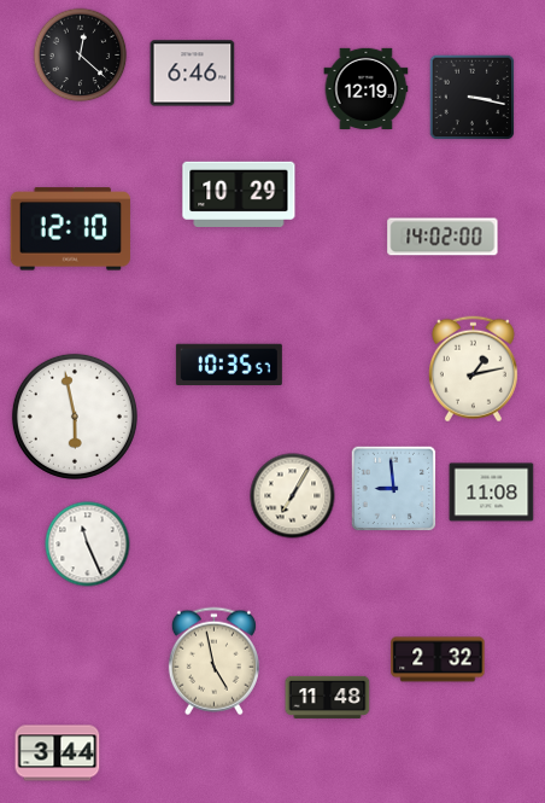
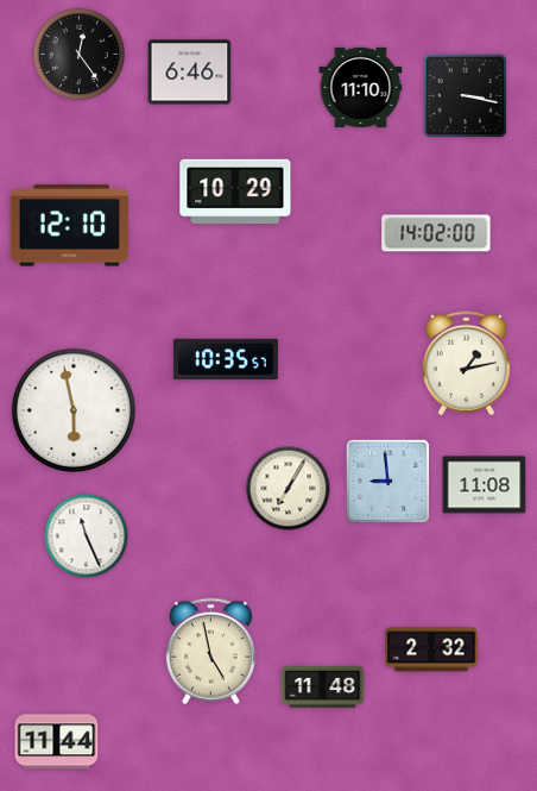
clock at (81, 56): 12:22 -> 12:24
clock at (367, 89): 12:19 -> 11:10
clock at (58, 753): 3:44 -> 11:44
